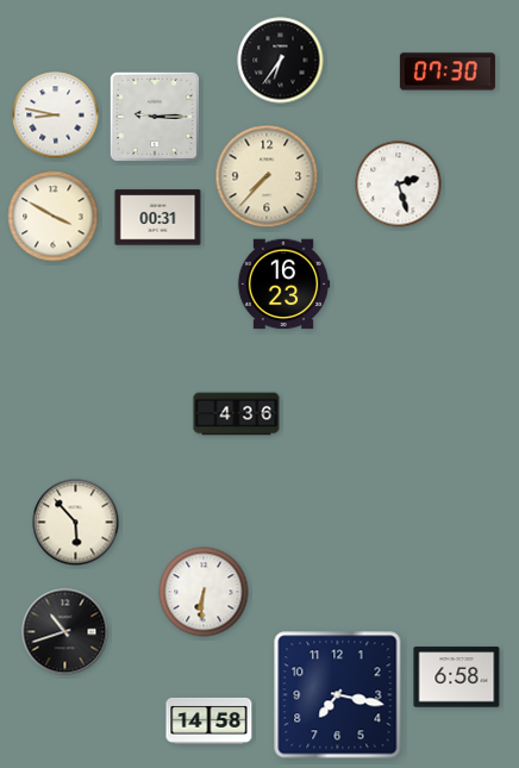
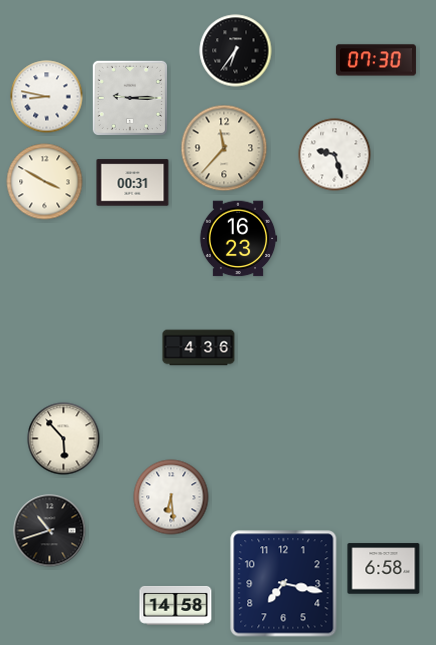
clock at (267, 176): 7:37 -> 11:37
clock at (399, 185): 2:27 -> 9:27
clock at (204, 592): 6:31 -> 6:29
clock at (65, 632) position: (65, 632) -> (50, 531)
